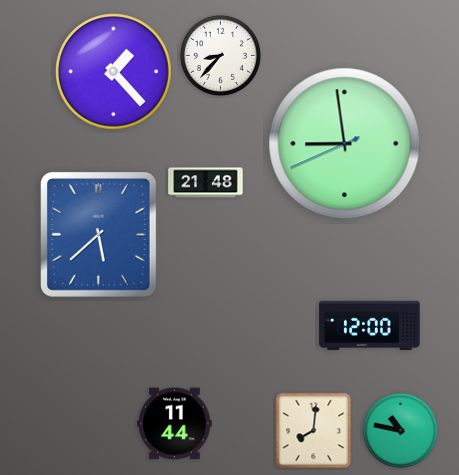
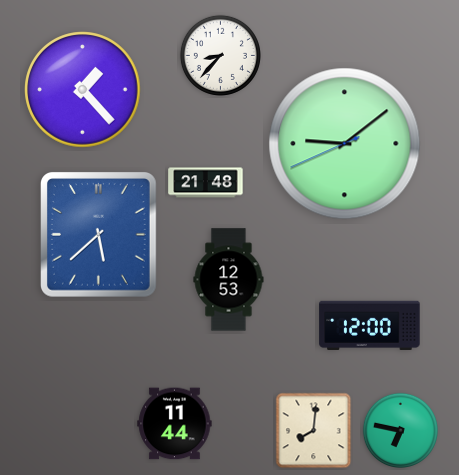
clock at (114, 72) position: (114, 72) -> (83, 90)
clock at (345, 144): 8:58 -> 9:08
clock at (229, 280): none -> 12:53
clock at (400, 430): 10:47 -> 6:47
